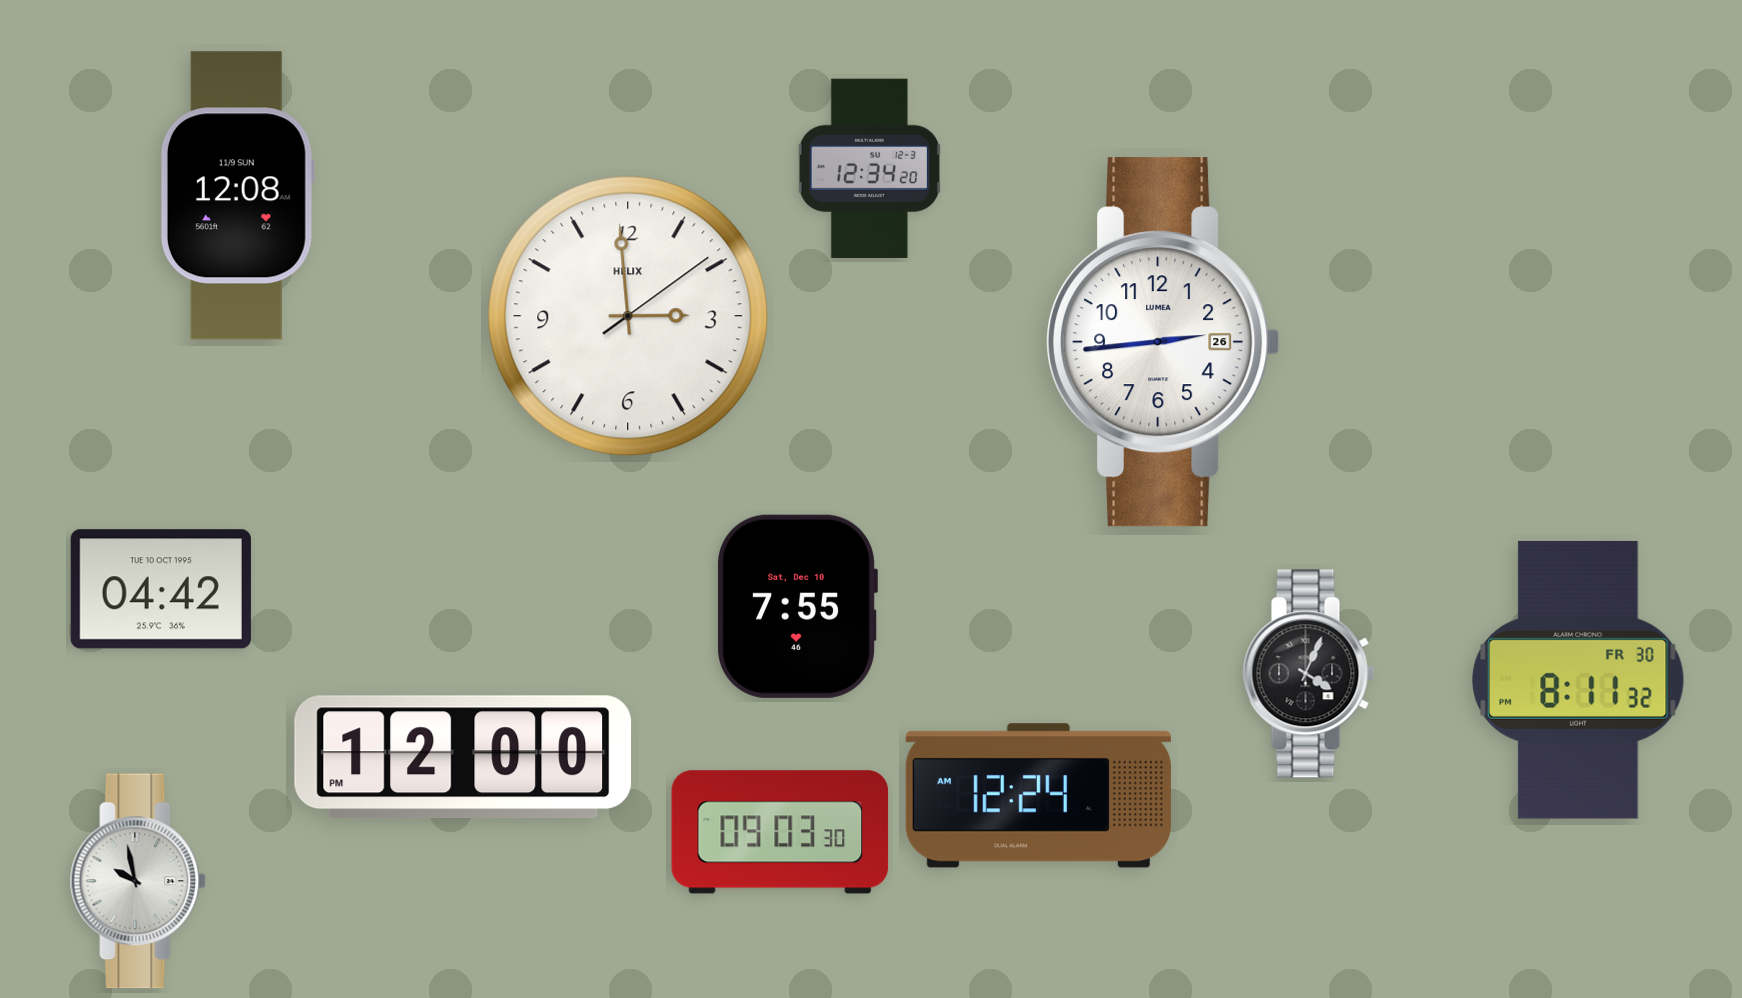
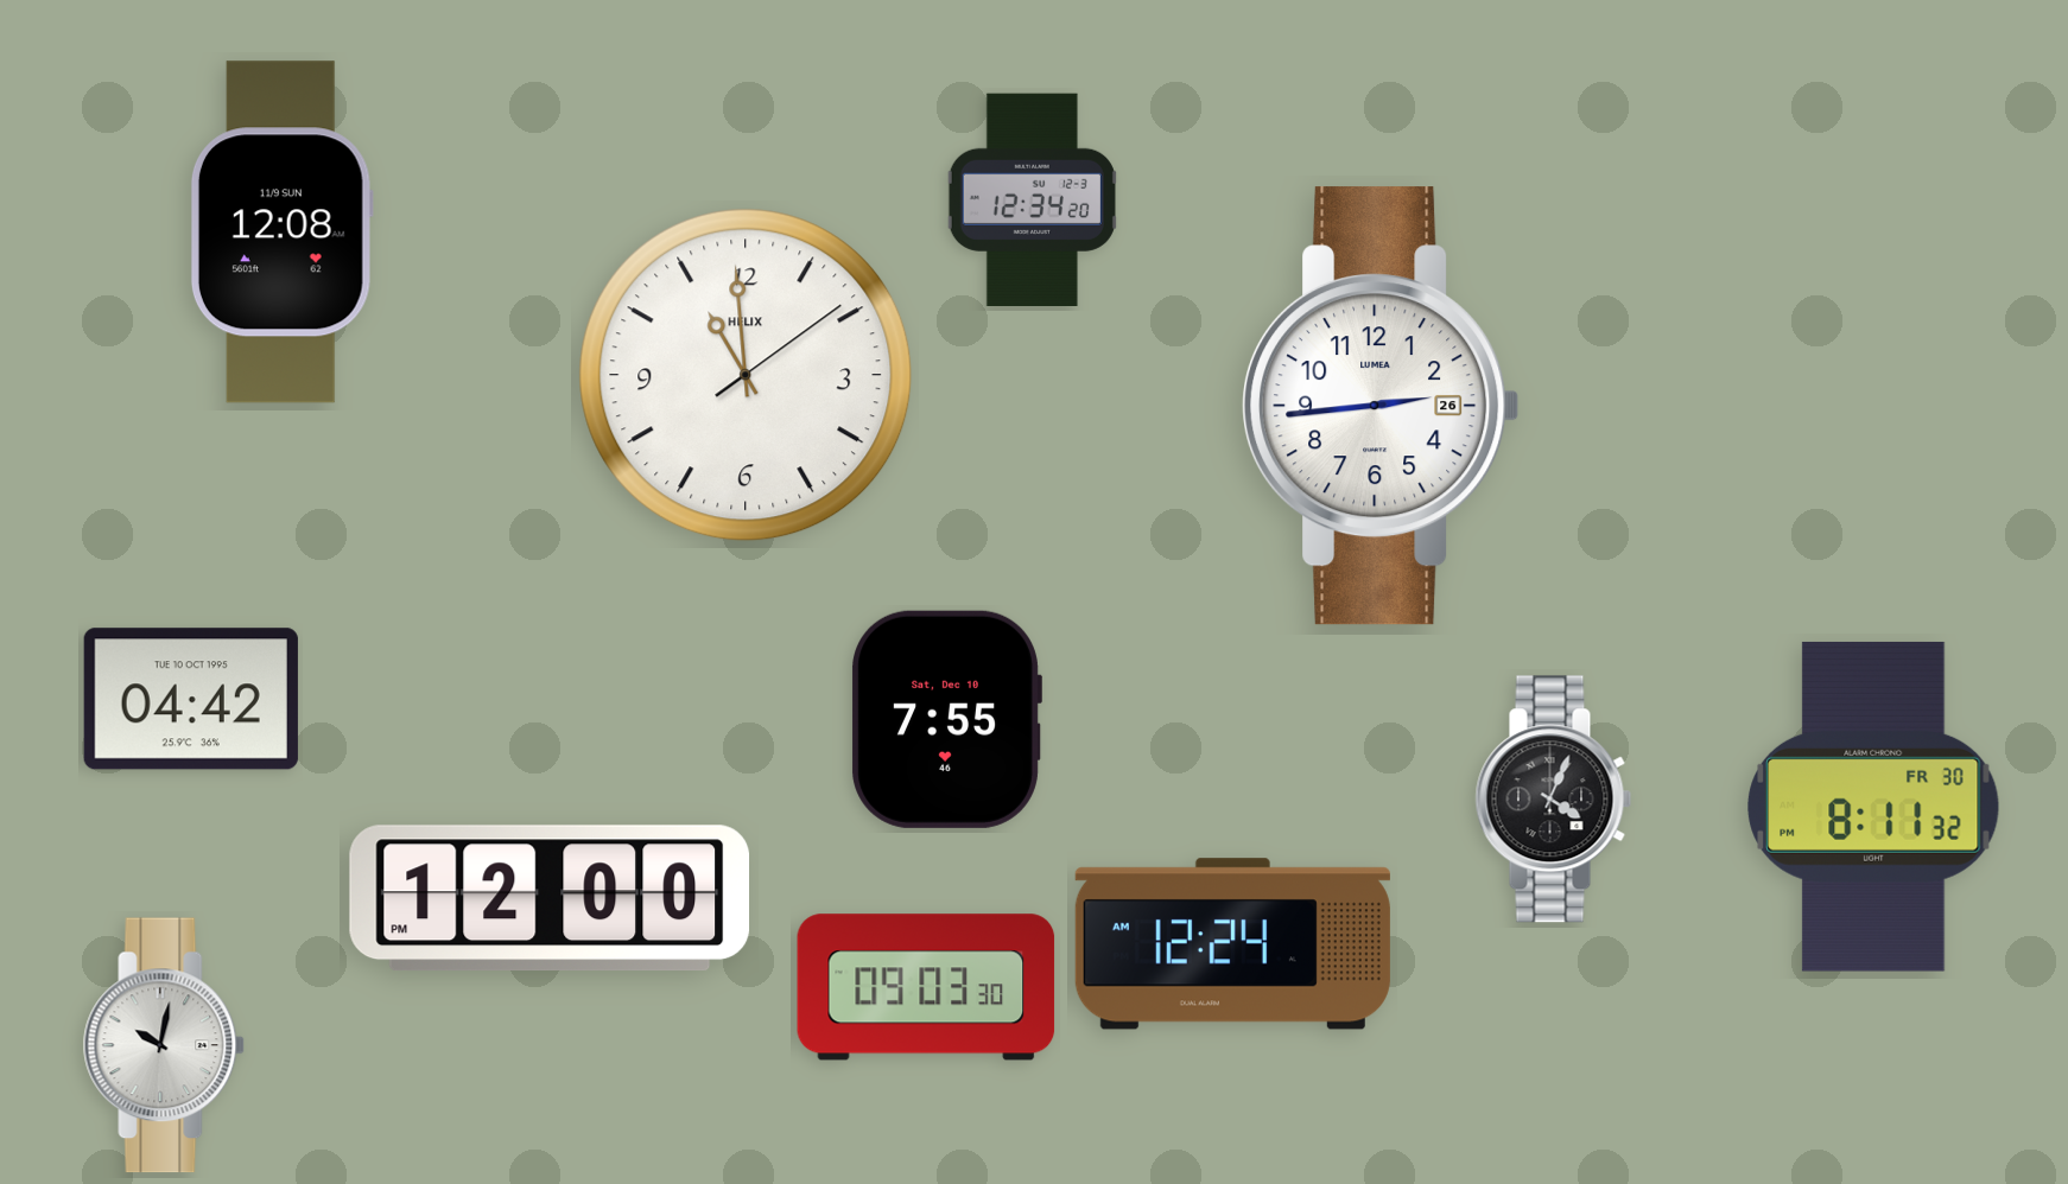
clock at (628, 316): 2:59 -> 10:59
clock at (138, 881): 9:58 -> 10:02
